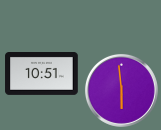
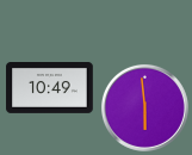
clock at (42, 74): 10:51 -> 10:49
